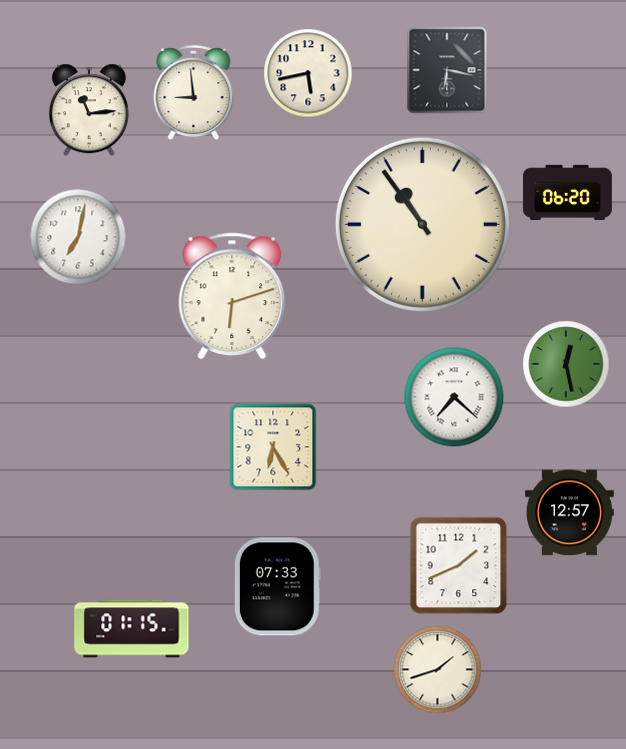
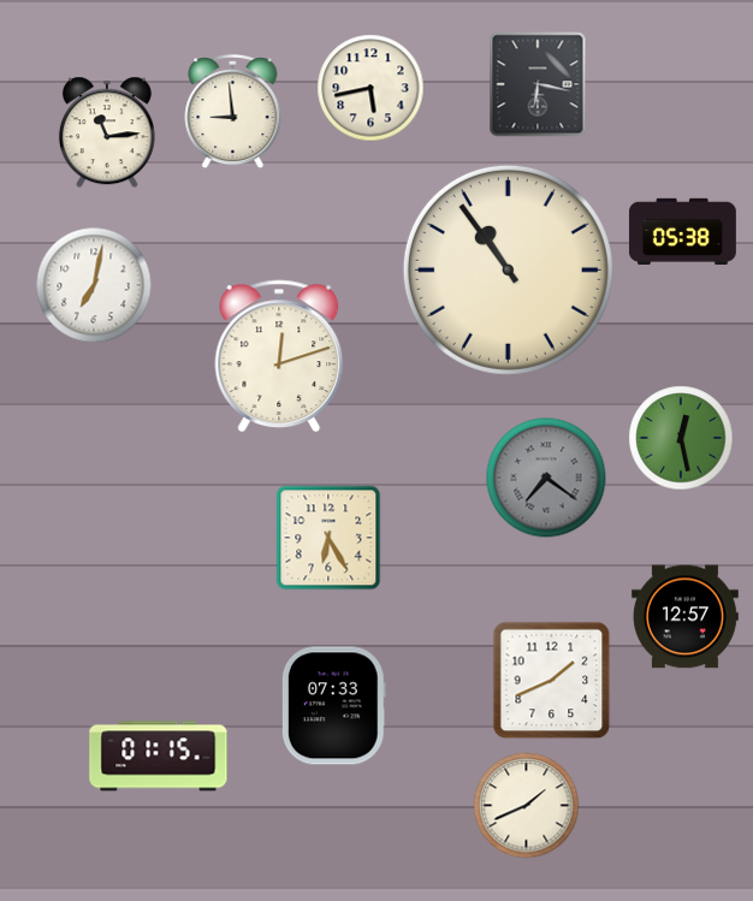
clock at (567, 192): 06:20 -> 05:38
clock at (232, 296): 6:12 -> 12:12
clock at (454, 397): 7:22 -> 7:21
clock at (454, 397) dial: white -> grey
clock at (438, 670): 1:42 -> 1:41
